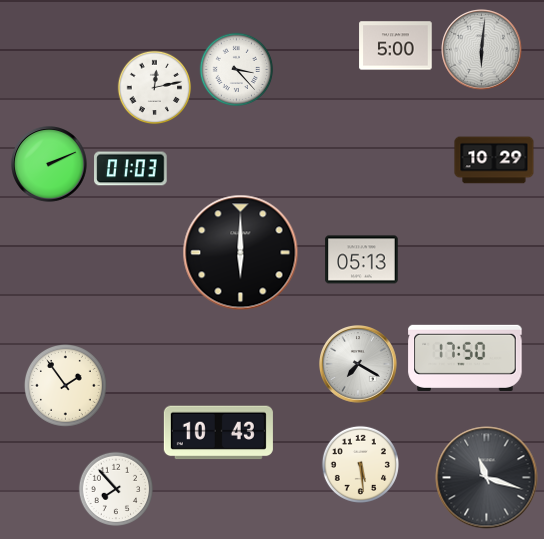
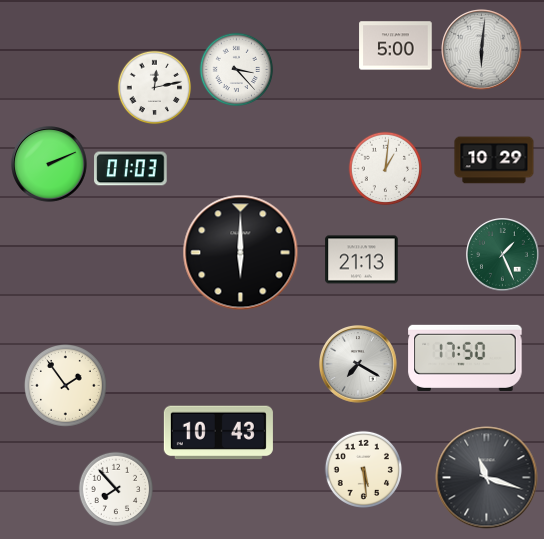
clock at (386, 169): none -> 1:01
clock at (503, 255): none -> 1:26
clock at (362, 260): 05:13 -> 21:13
clock at (360, 464) position: (360, 464) -> (363, 469)
